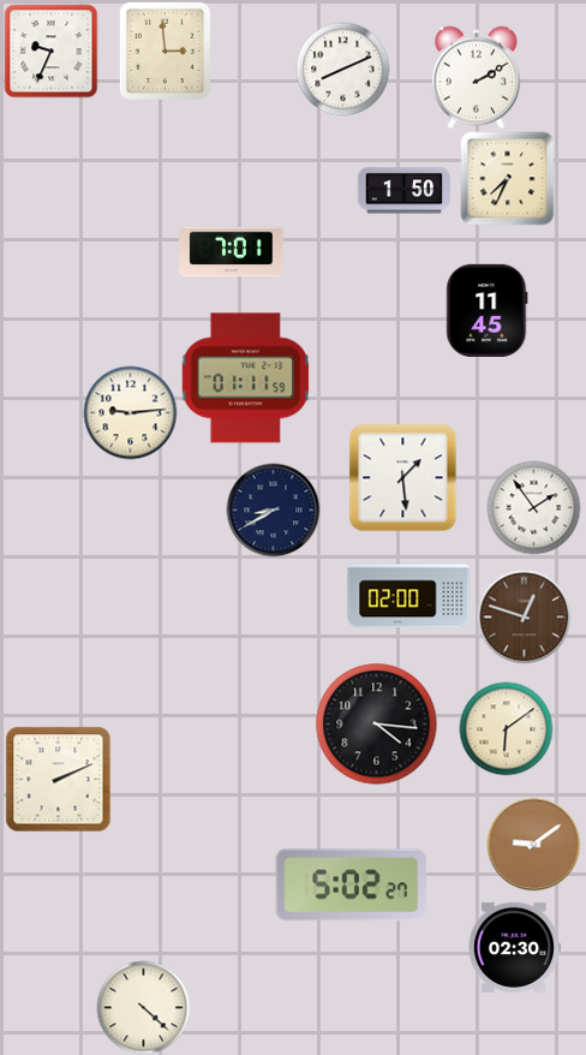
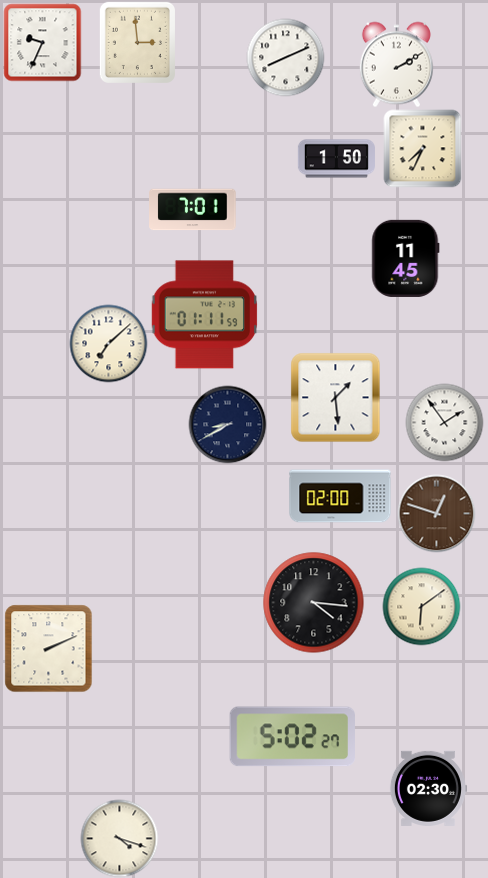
clock at (130, 412): 9:14 -> 7:08
clock at (533, 844): 9:09 -> none
clock at (143, 1007): 4:22 -> 4:18
